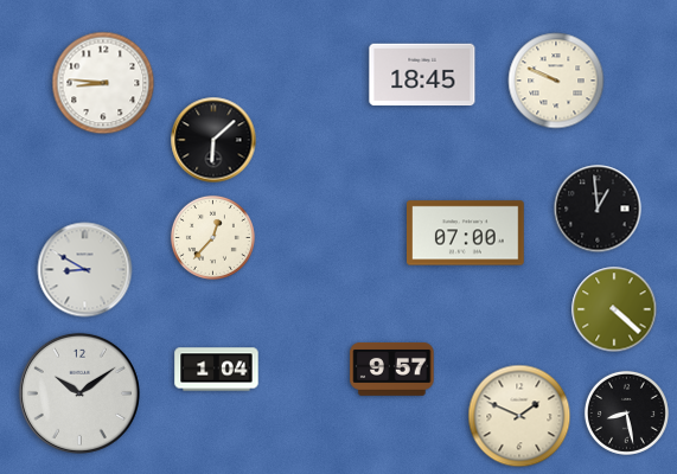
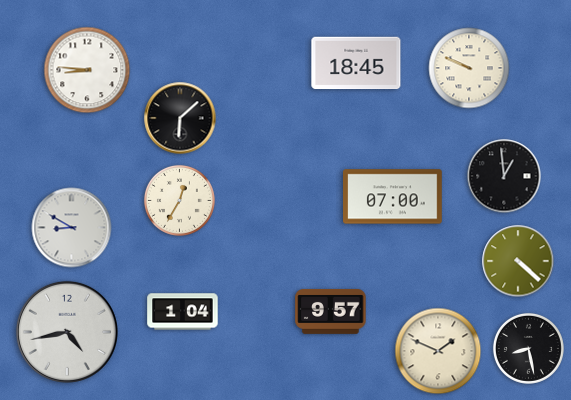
clock at (212, 237): 12:37 -> 12:35
clock at (79, 393): 10:09 -> 4:43
